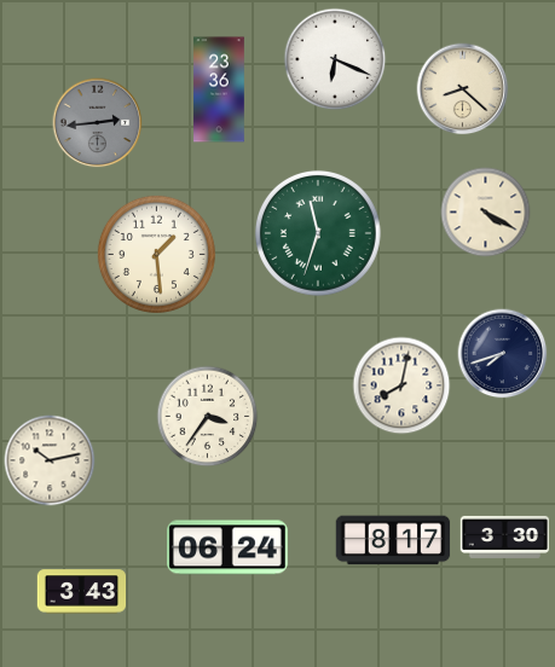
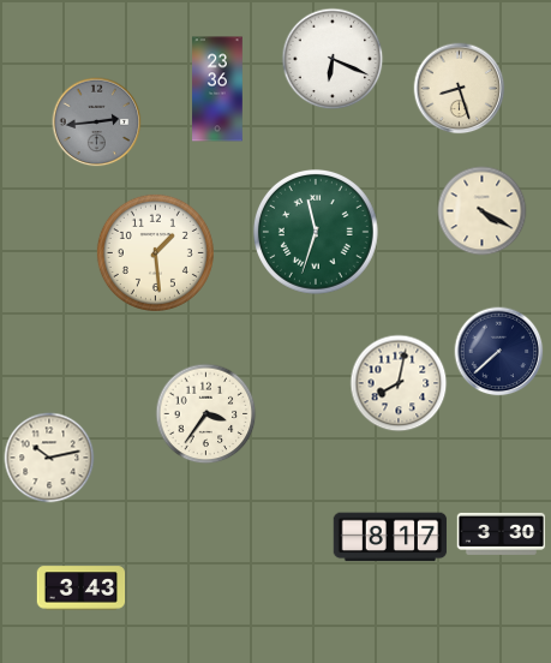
clock at (463, 89): 8:22 -> 8:27
clock at (503, 354): 7:42 -> 7:38
clock at (227, 547): 06:24 -> none
